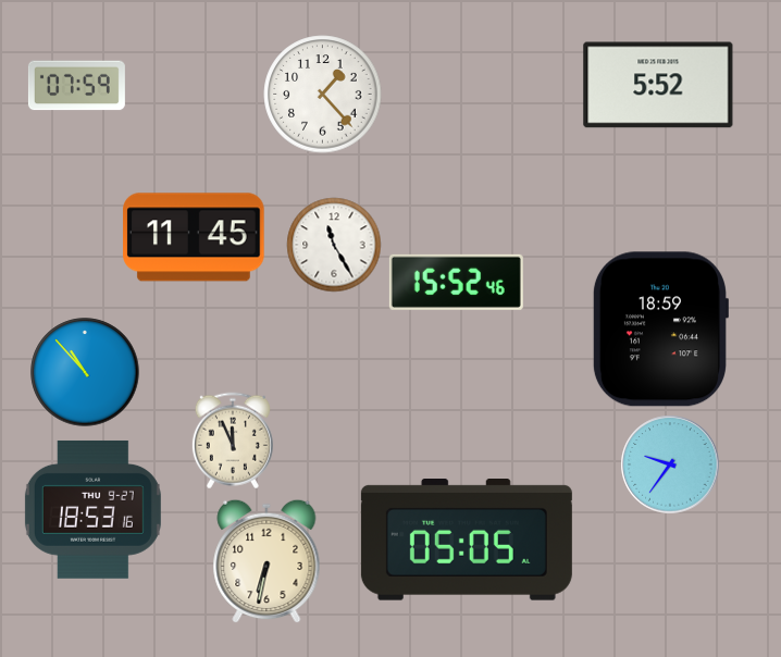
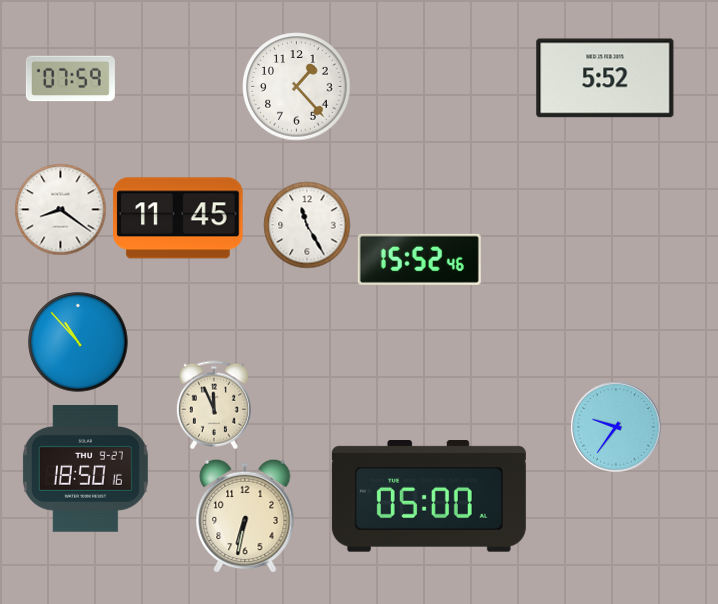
clock at (61, 210): none -> 8:21
clock at (660, 330): 18:59 -> none
clock at (92, 509): 18:53 -> 18:50
clock at (467, 541): 05:05 -> 05:00
